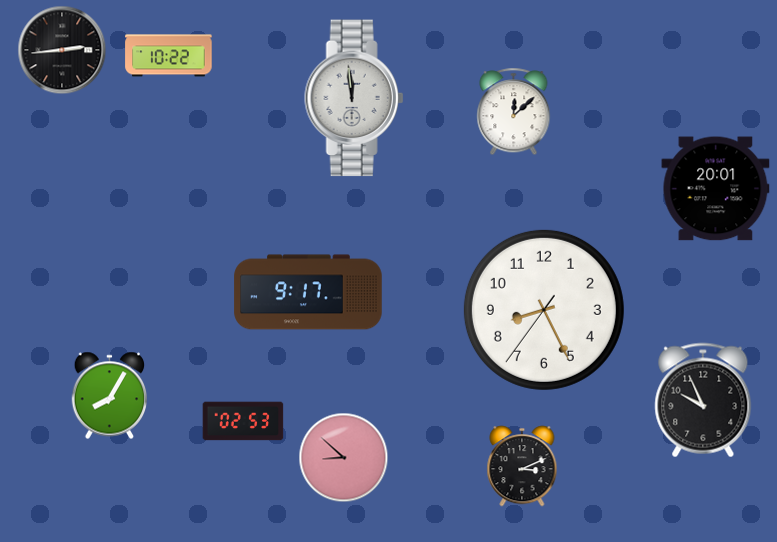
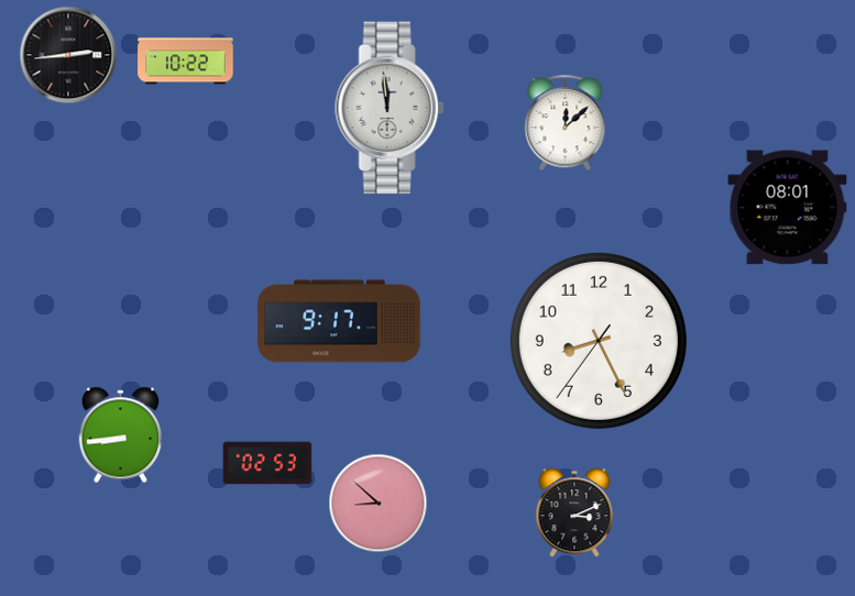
clock at (716, 189): 20:01 -> 08:01
clock at (110, 396): 8:05 -> 8:44
clock at (703, 400): 9:56 -> none
